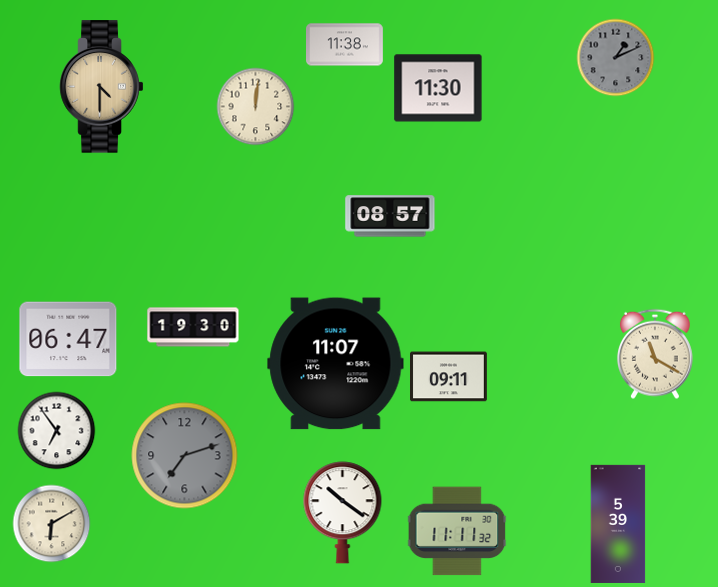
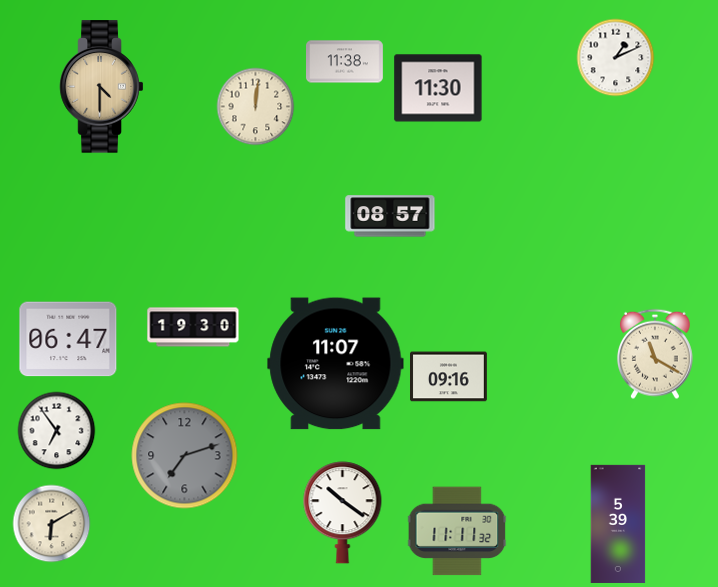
clock at (345, 45) position: (345, 45) -> (345, 62)
clock at (615, 57) dial: grey -> white
clock at (449, 377): 09:11 -> 09:16
